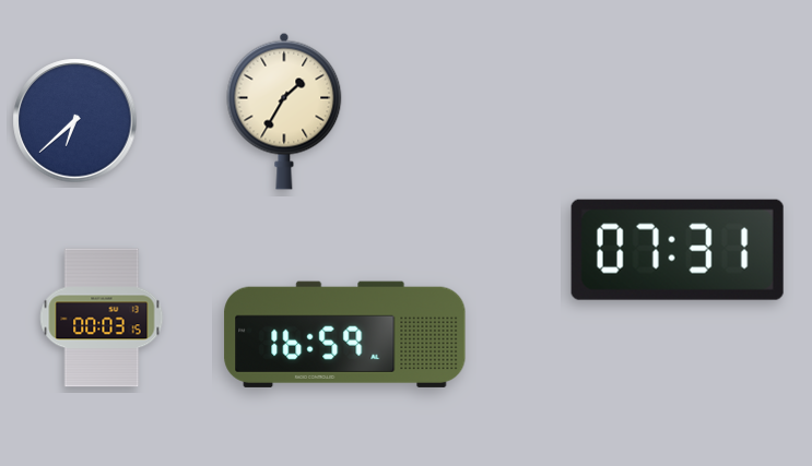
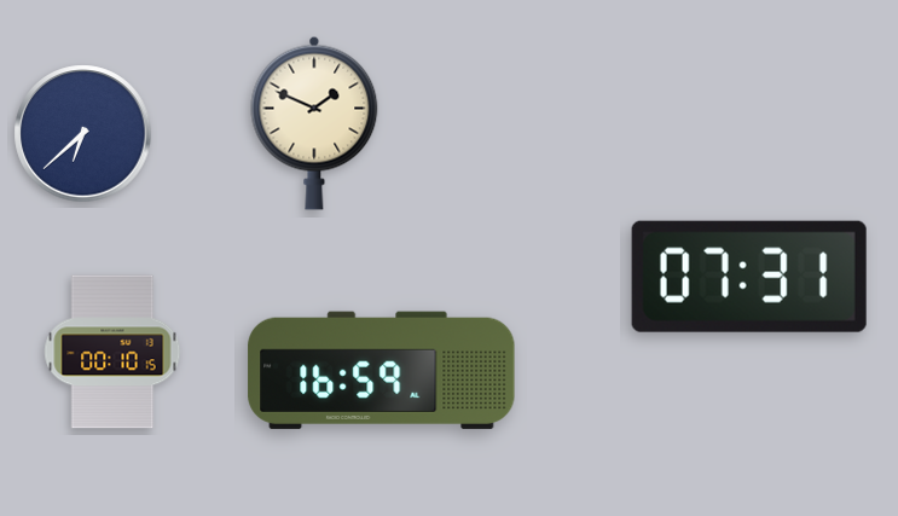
clock at (284, 111): 1:35 -> 1:49
clock at (102, 318): 00:03 -> 00:10
